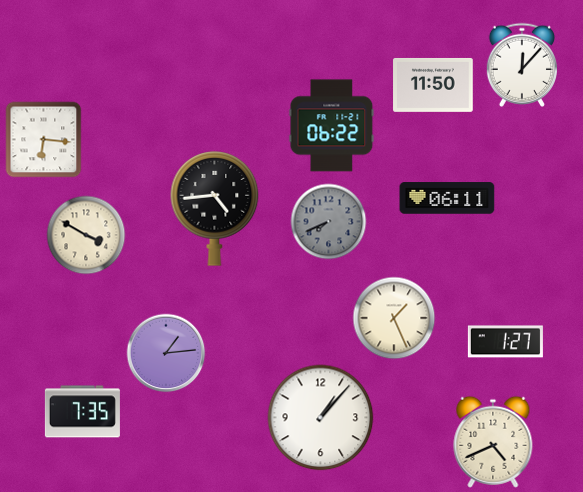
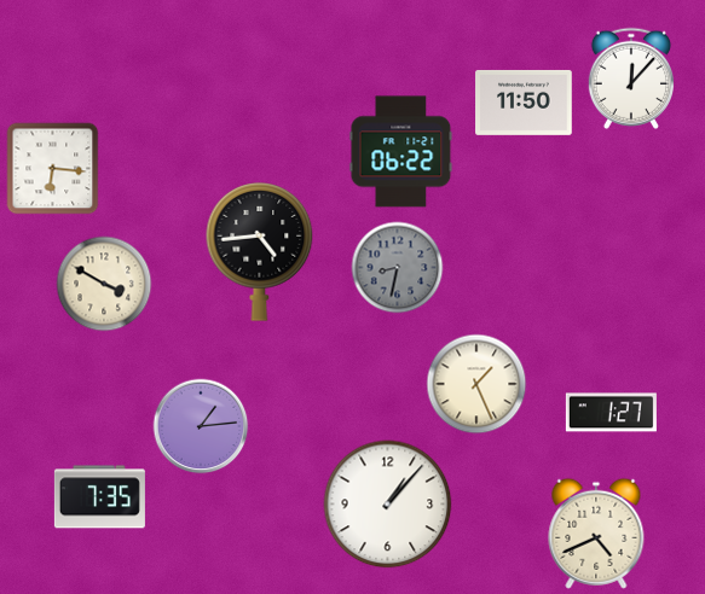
clock at (447, 198): 06:11 -> none
clock at (329, 222): 7:41 -> 8:32
